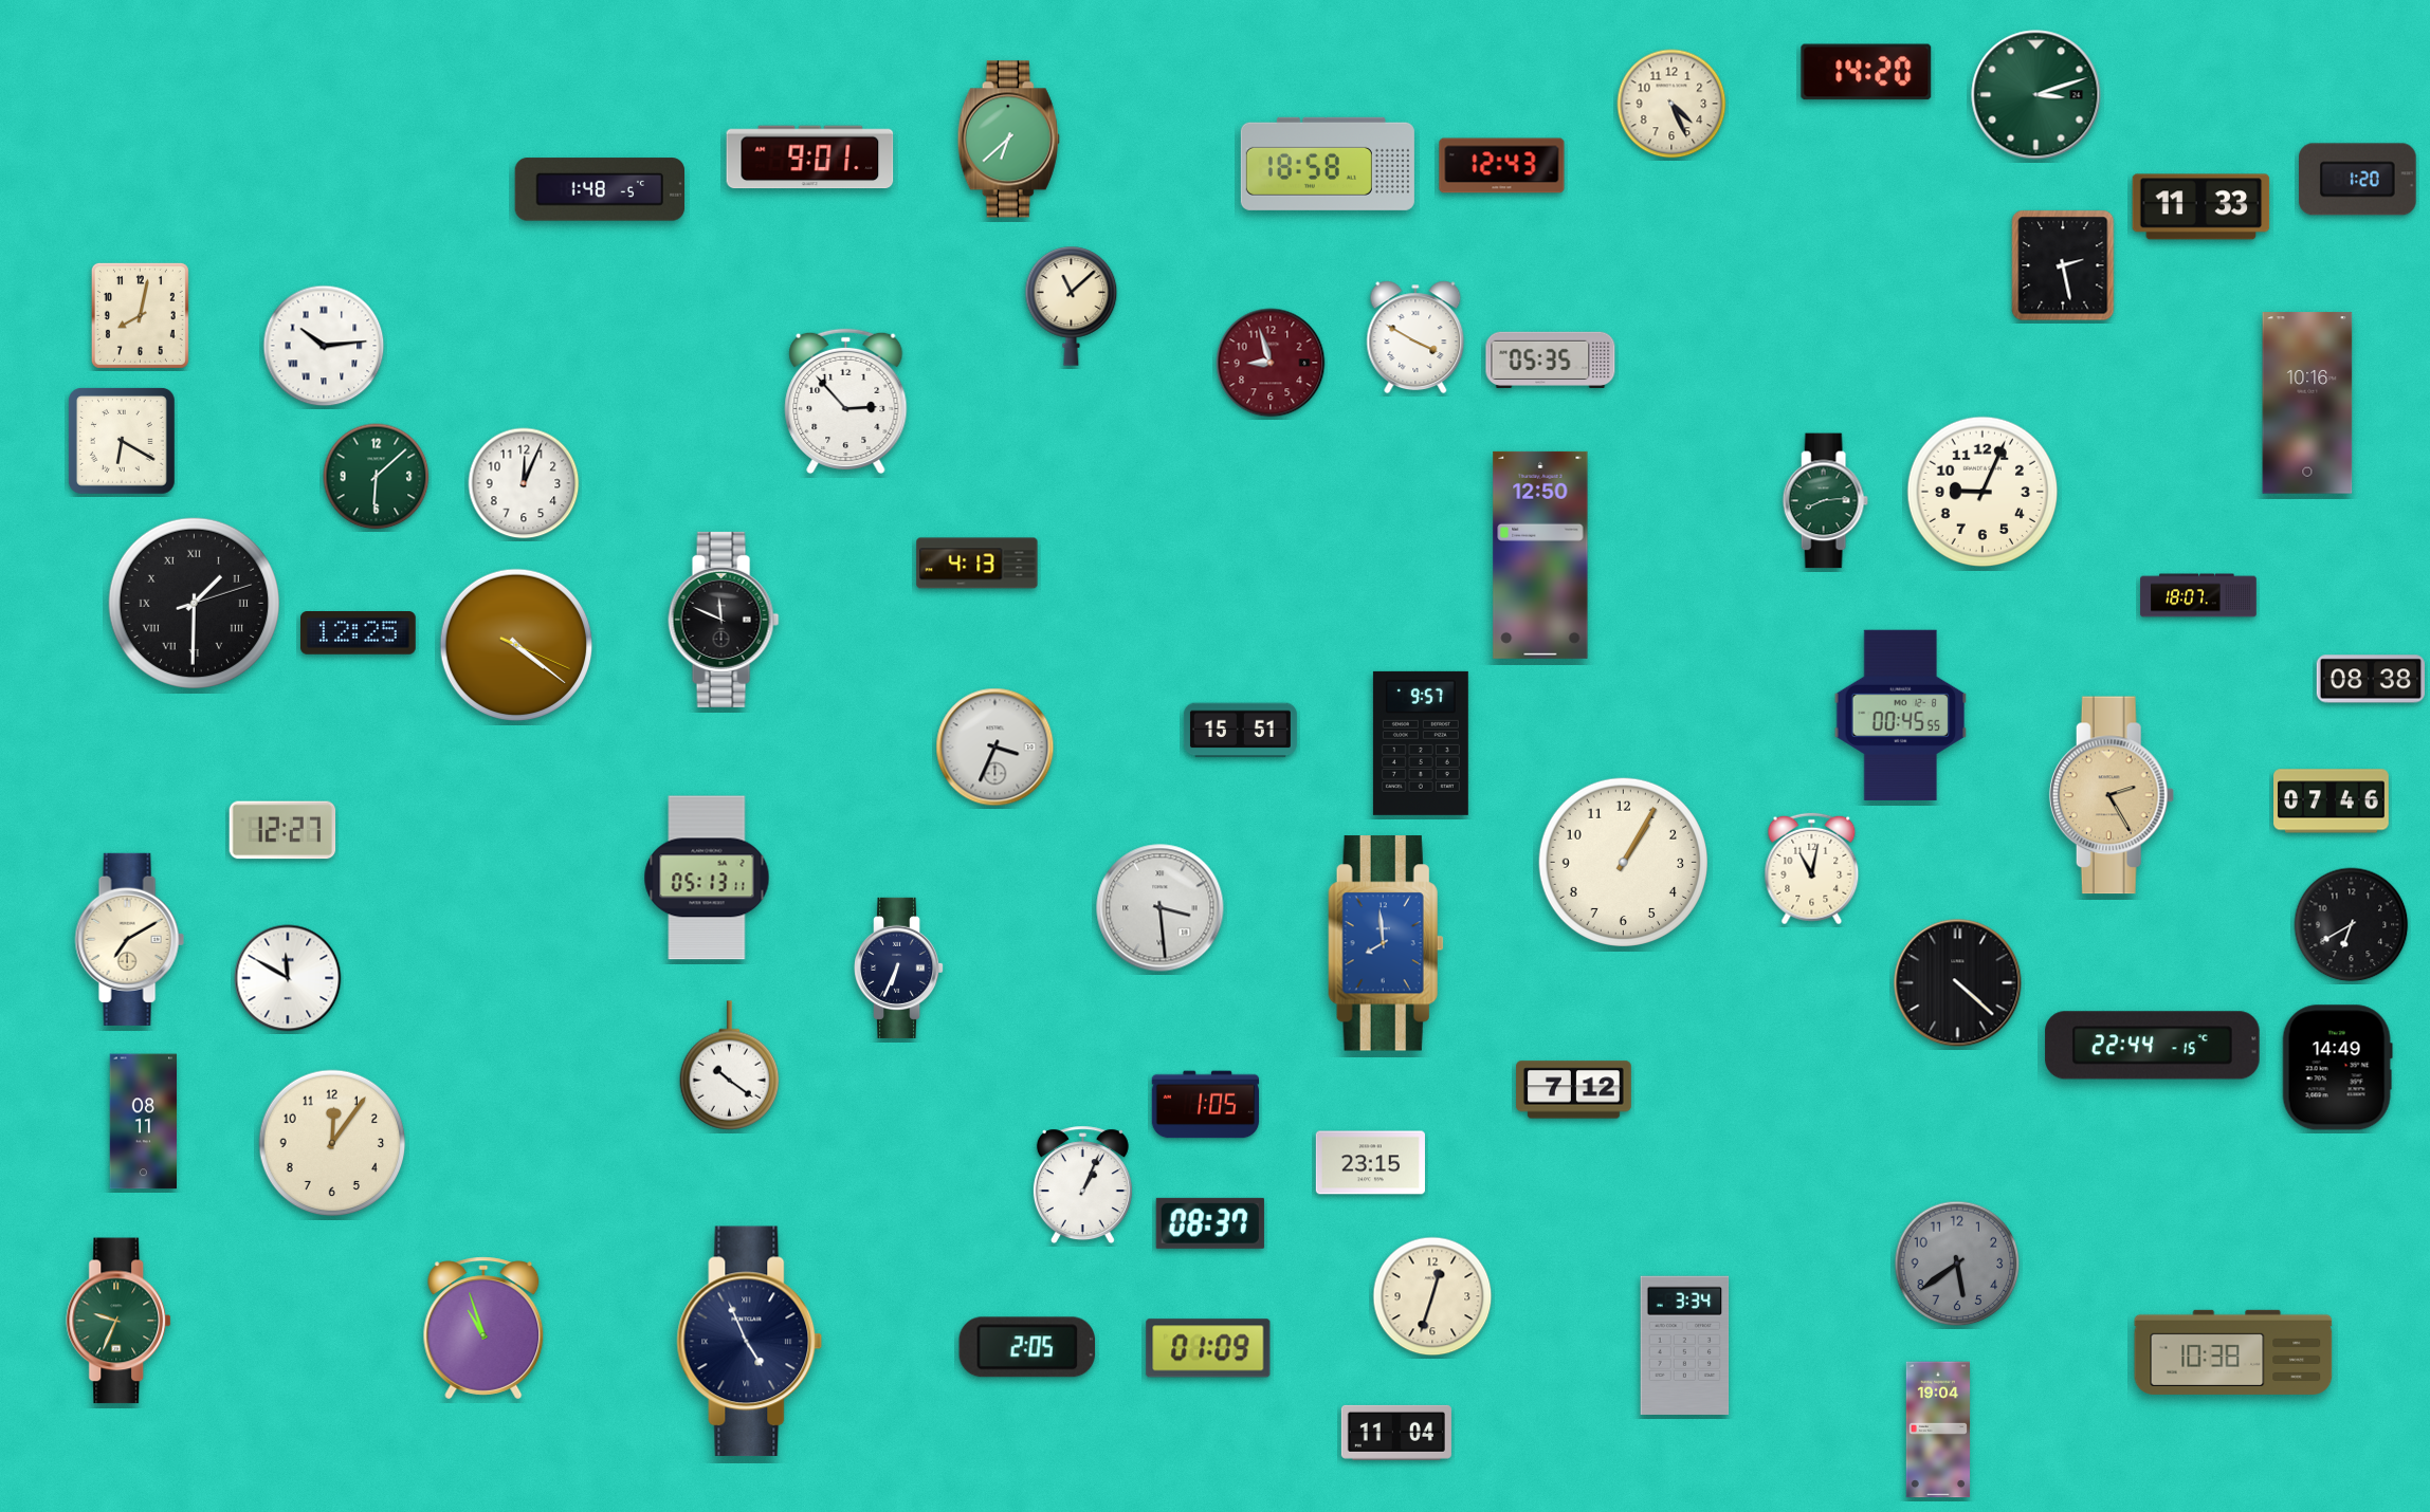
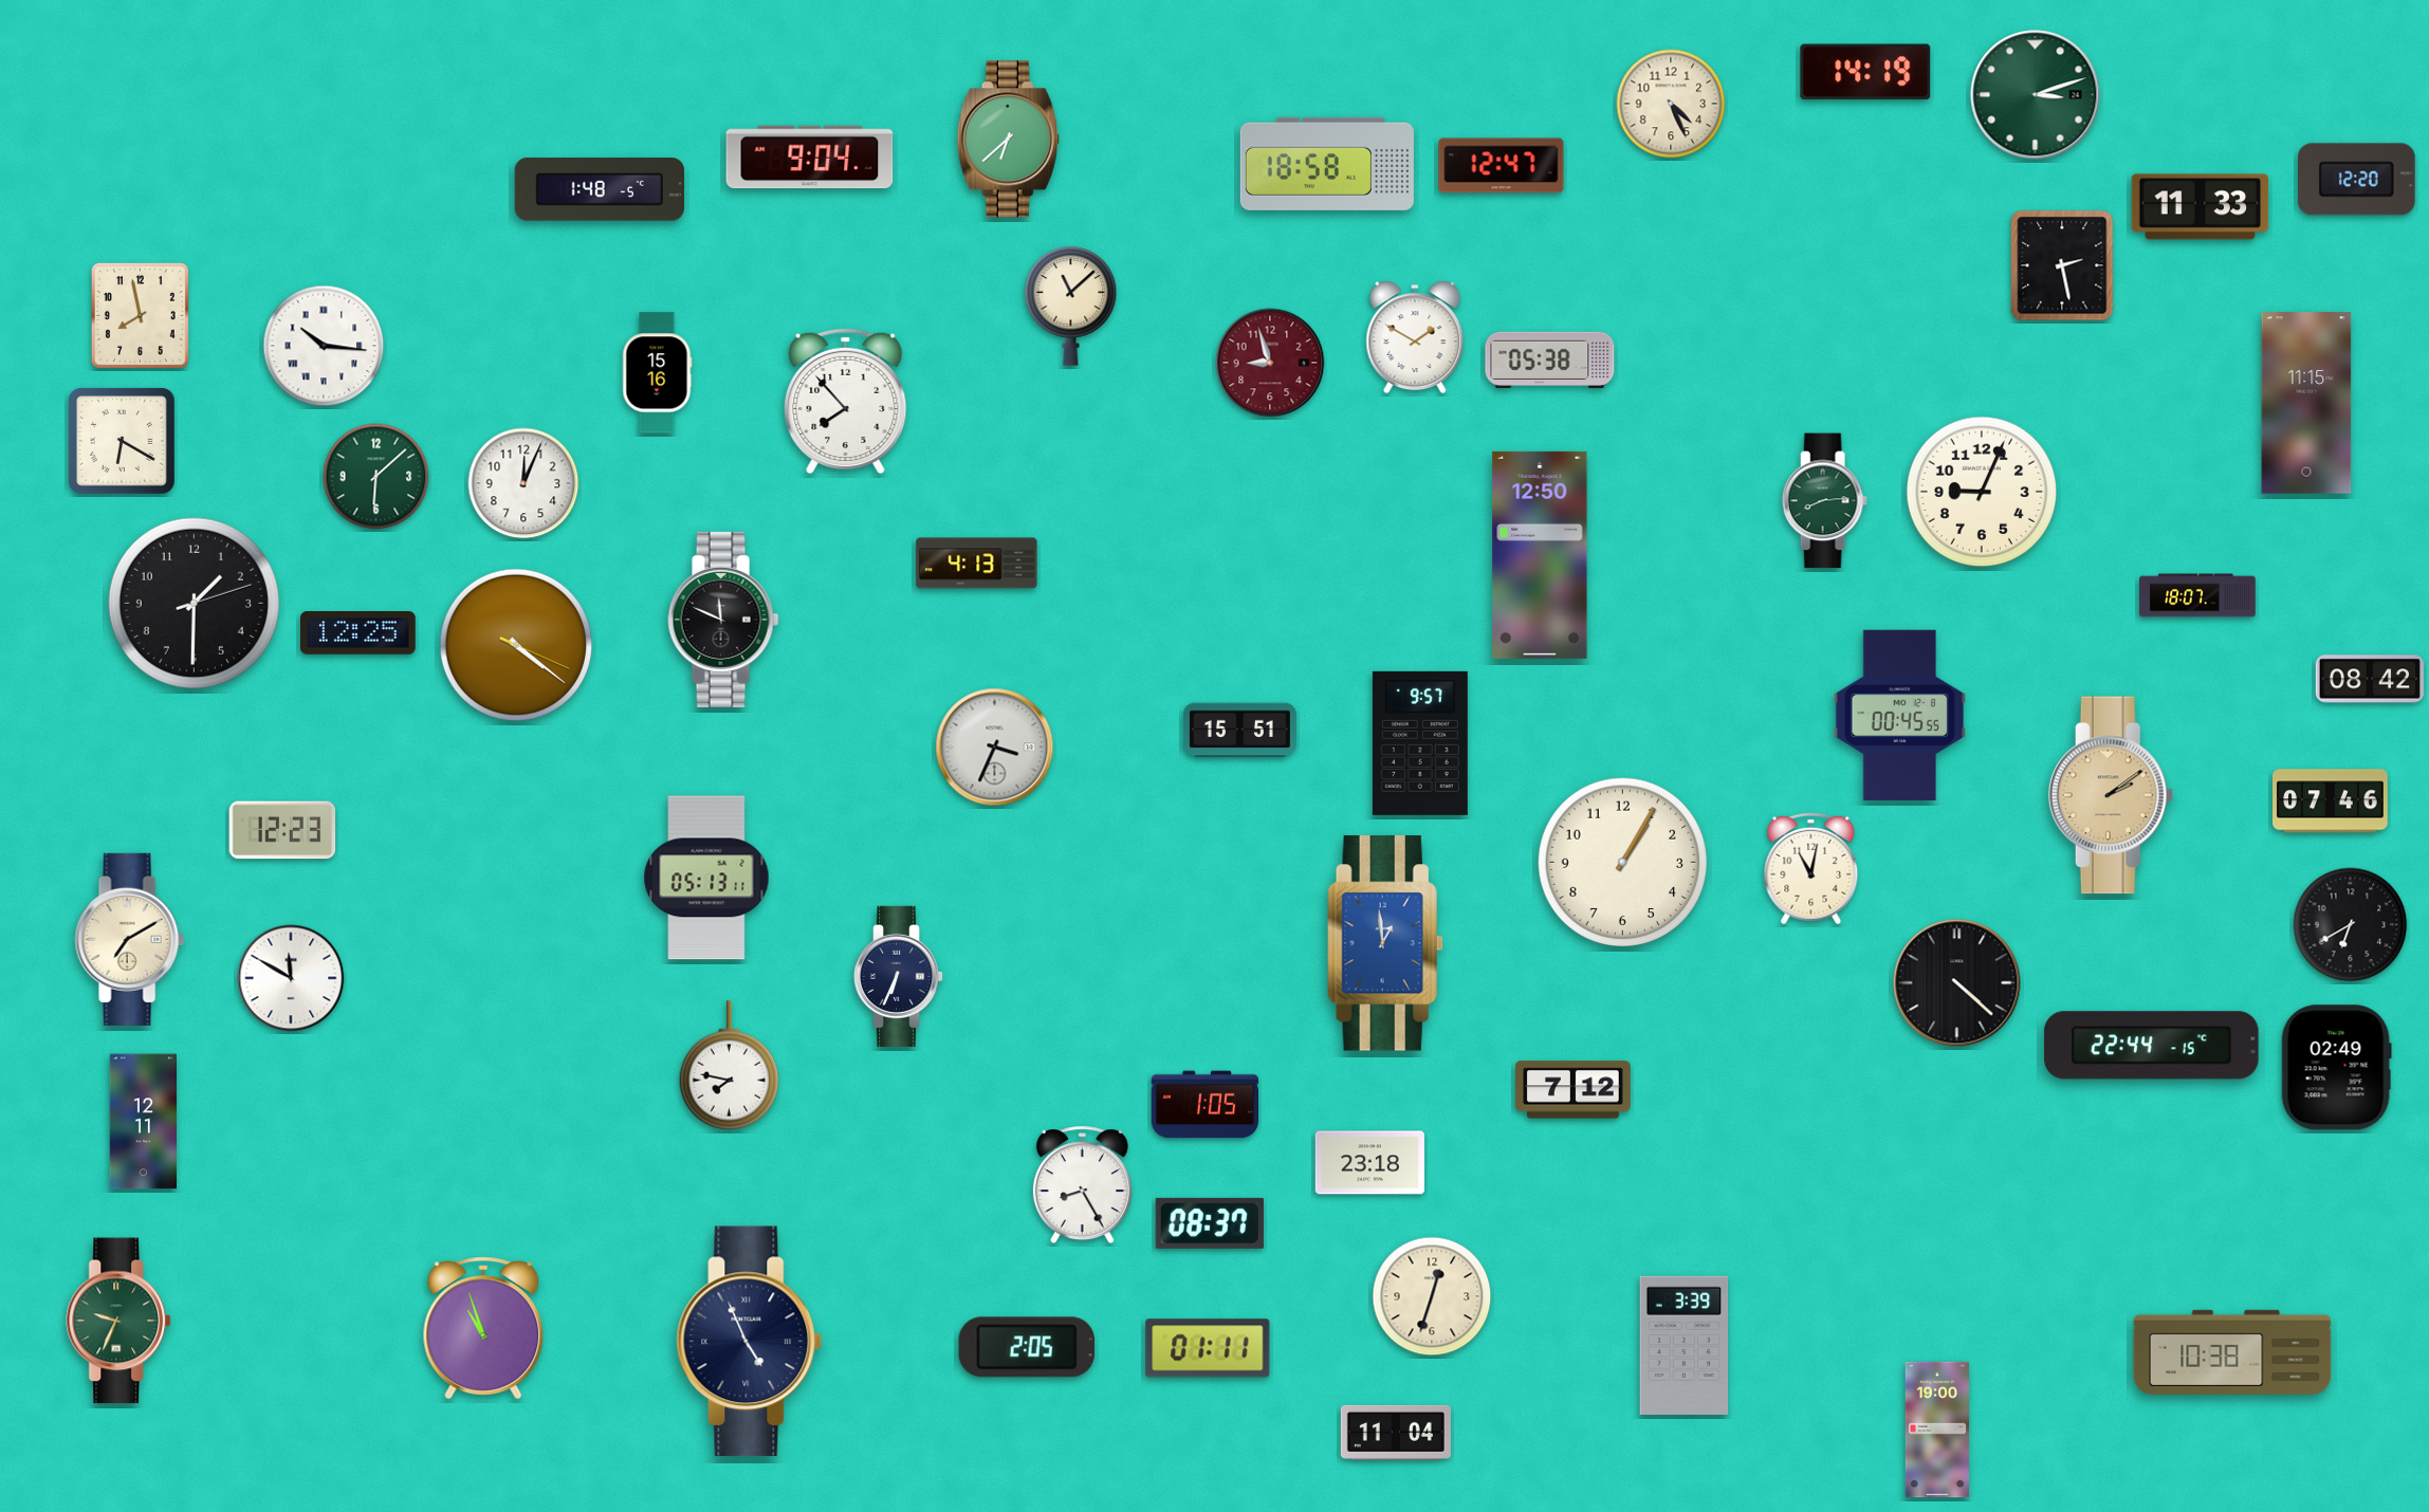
clock at (1866, 72): 14:20 -> 14:19
clock at (810, 158): 9:01 -> 9:04
clock at (1502, 166): 12:43 -> 12:47
clock at (2358, 180): 1:20 -> 12:20
clock at (140, 315): 8:02 -> 7:58
clock at (1415, 337): 3:50 -> 1:50
clock at (324, 346): 10:14 -> 10:16
clock at (1551, 359): 05:35 -> 05:38
clock at (658, 373): none -> 15:16
clock at (846, 402): 2:53 -> 7:53
clock at (2307, 403): 10:16 -> 11:15
clock at (194, 603) numerals: Roman -> Arabic
clock at (2371, 679): 08:38 -> 08:42
clock at (2112, 795): 2:25 -> 2:09
clock at (282, 830): 12:27 -> 12:23
clock at (1161, 908): 3:29 -> none
clock at (1386, 943): 7:59 -> 12:59
clock at (900, 967) position: (900, 967) -> (900, 976)
clock at (288, 978) position: (288, 978) -> (291, 978)
clock at (730, 1066): 10:21 -> 7:47
clock at (2337, 1068): 14:49 -> 02:49
clock at (143, 1122): 08:11 -> 12:11
clock at (332, 1143): 12:06 -> none
clock at (1370, 1163): 23:15 -> 23:18
clock at (1082, 1185): 1:04 -> 8:25
clock at (1957, 1264): 5:39 -> none
clock at (1685, 1345): 3:34 -> 3:39
clock at (1208, 1348): 01:09 -> 01:11
clock at (1937, 1430): 19:04 -> 19:00
